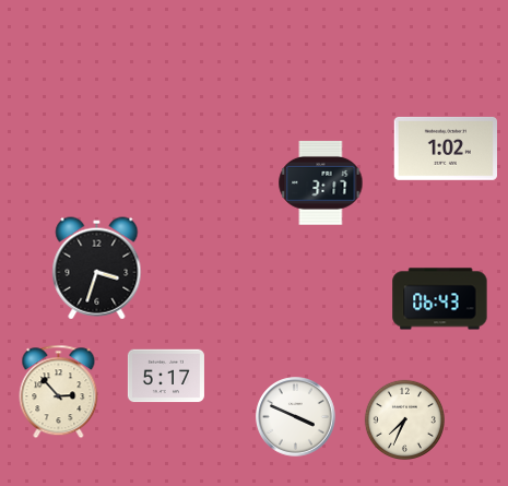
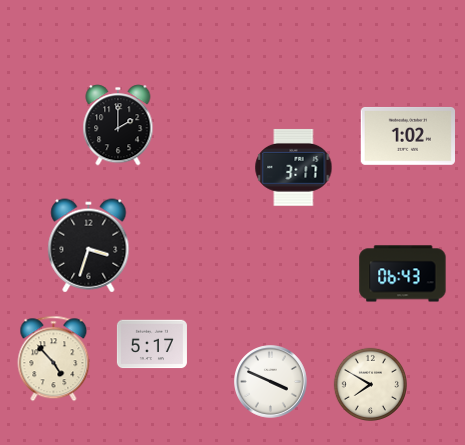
clock at (118, 125): none -> 2:00
clock at (59, 392): 2:53 -> 4:53
clock at (404, 419): 7:34 -> 7:50
